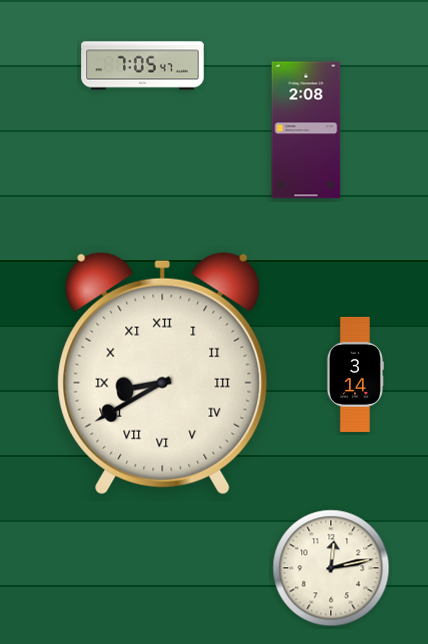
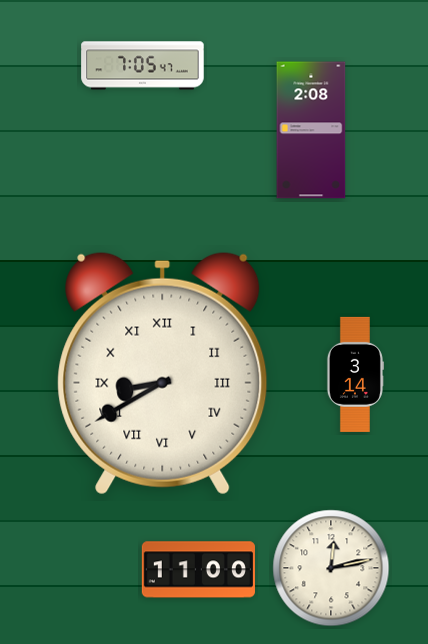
clock at (306, 130) position: (306, 130) -> (311, 130)
clock at (198, 570): none -> 11:00
